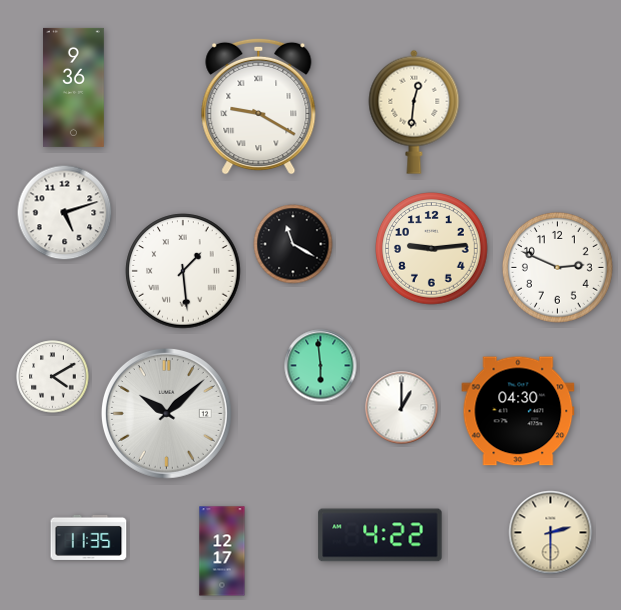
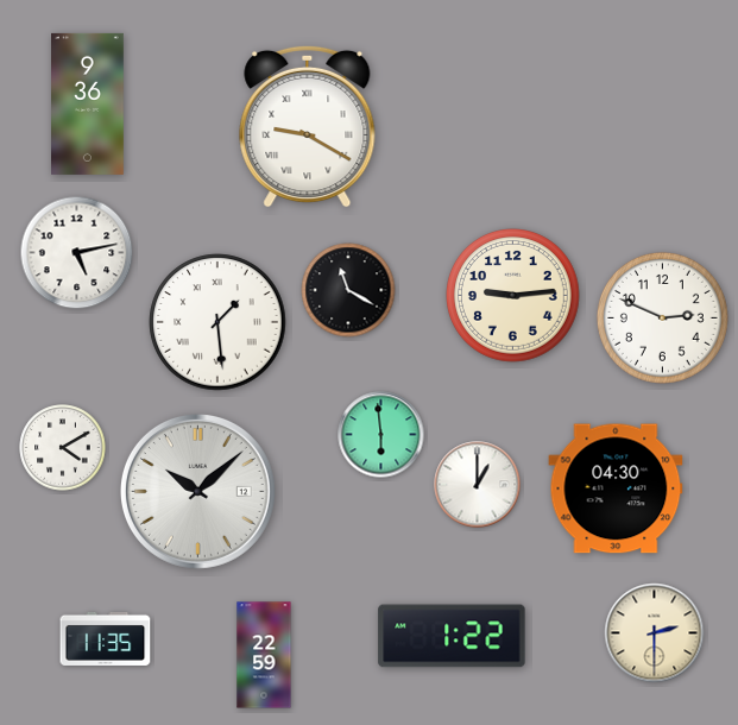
clock at (414, 112): 12:31 -> none
clock at (65, 213): 5:12 -> 5:13
clock at (380, 535): 4:22 -> 1:22
clock at (222, 551): 12:17 -> 22:59
